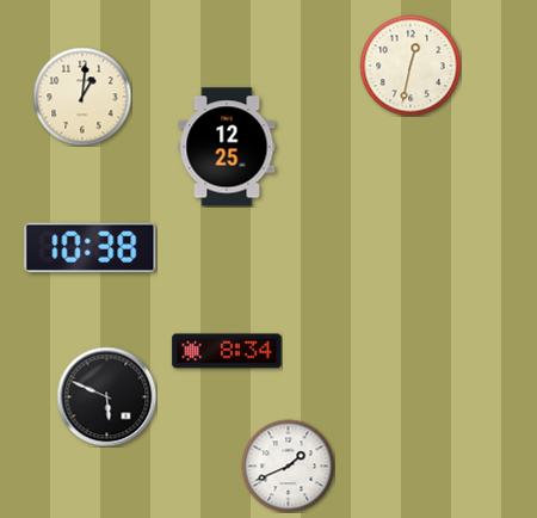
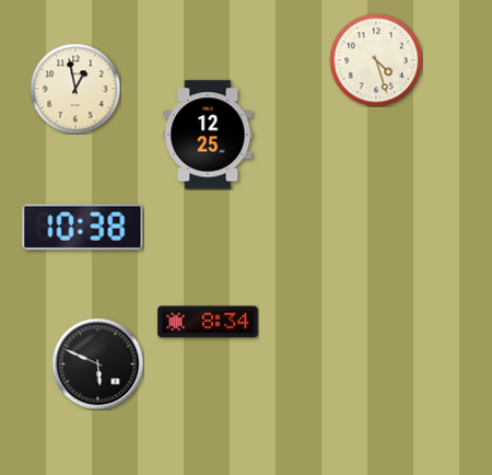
clock at (411, 66): 12:32 -> 4:27
clock at (82, 97): 1:01 -> 12:58
clock at (288, 465): 1:41 -> none
